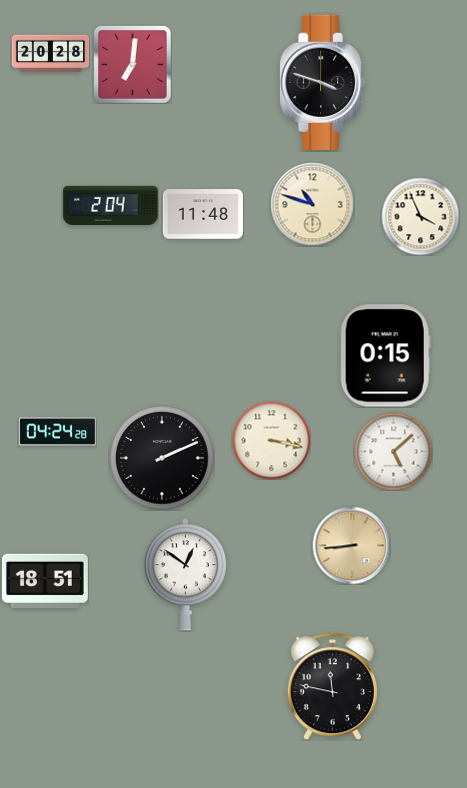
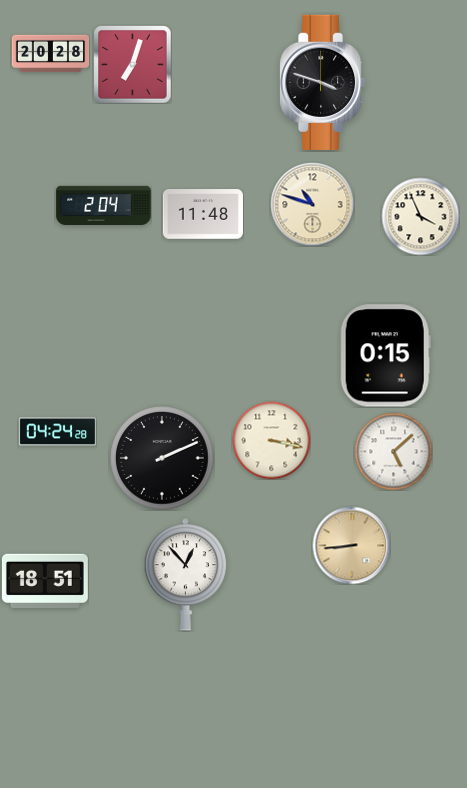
clock at (132, 64): 7:01 -> 7:03
clock at (111, 205) position: (111, 205) -> (104, 205)
clock at (185, 575): 12:51 -> 12:53
clock at (332, 687): 11:47 -> none
